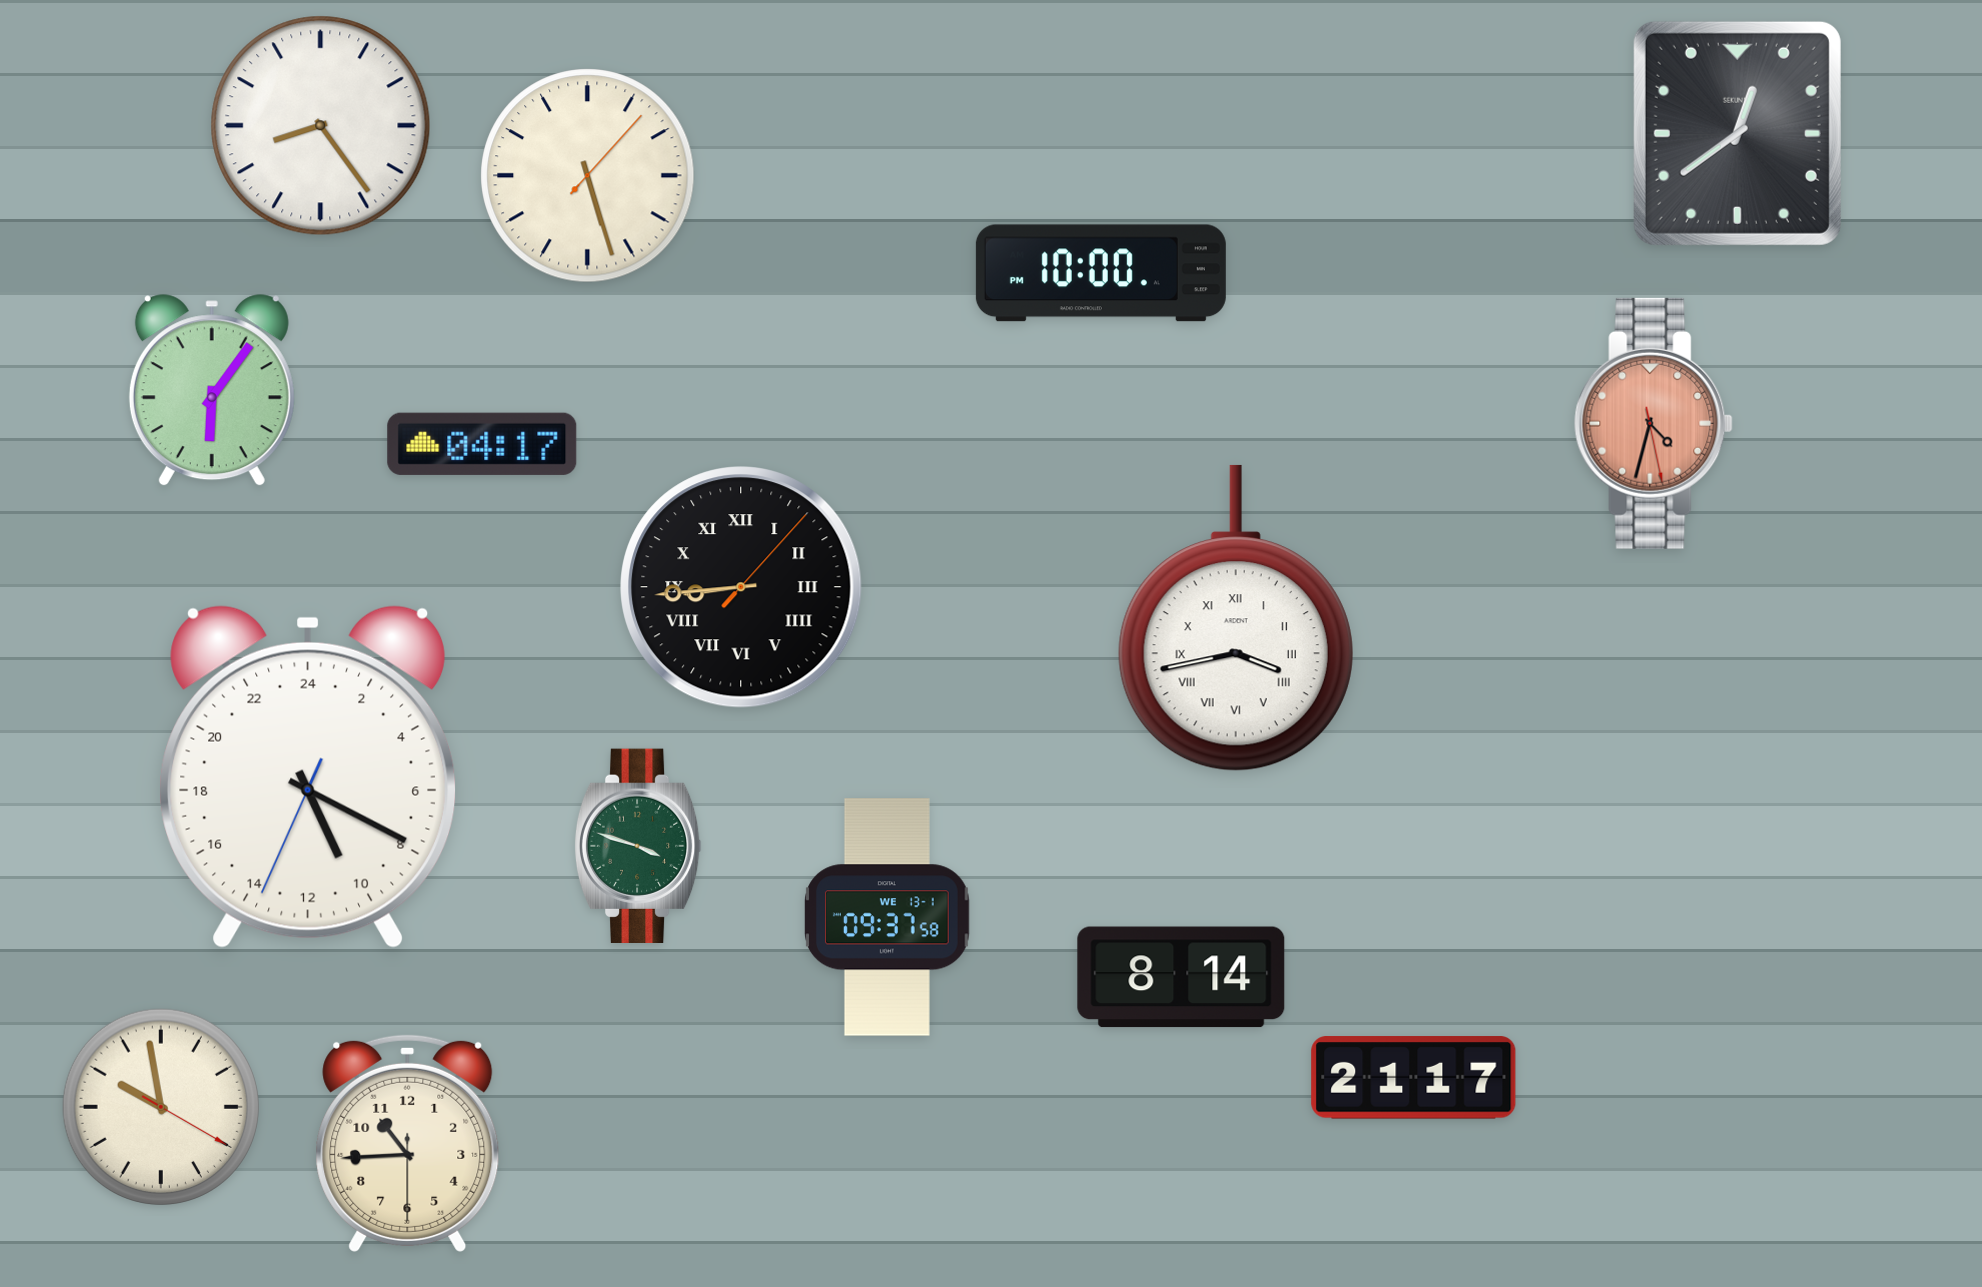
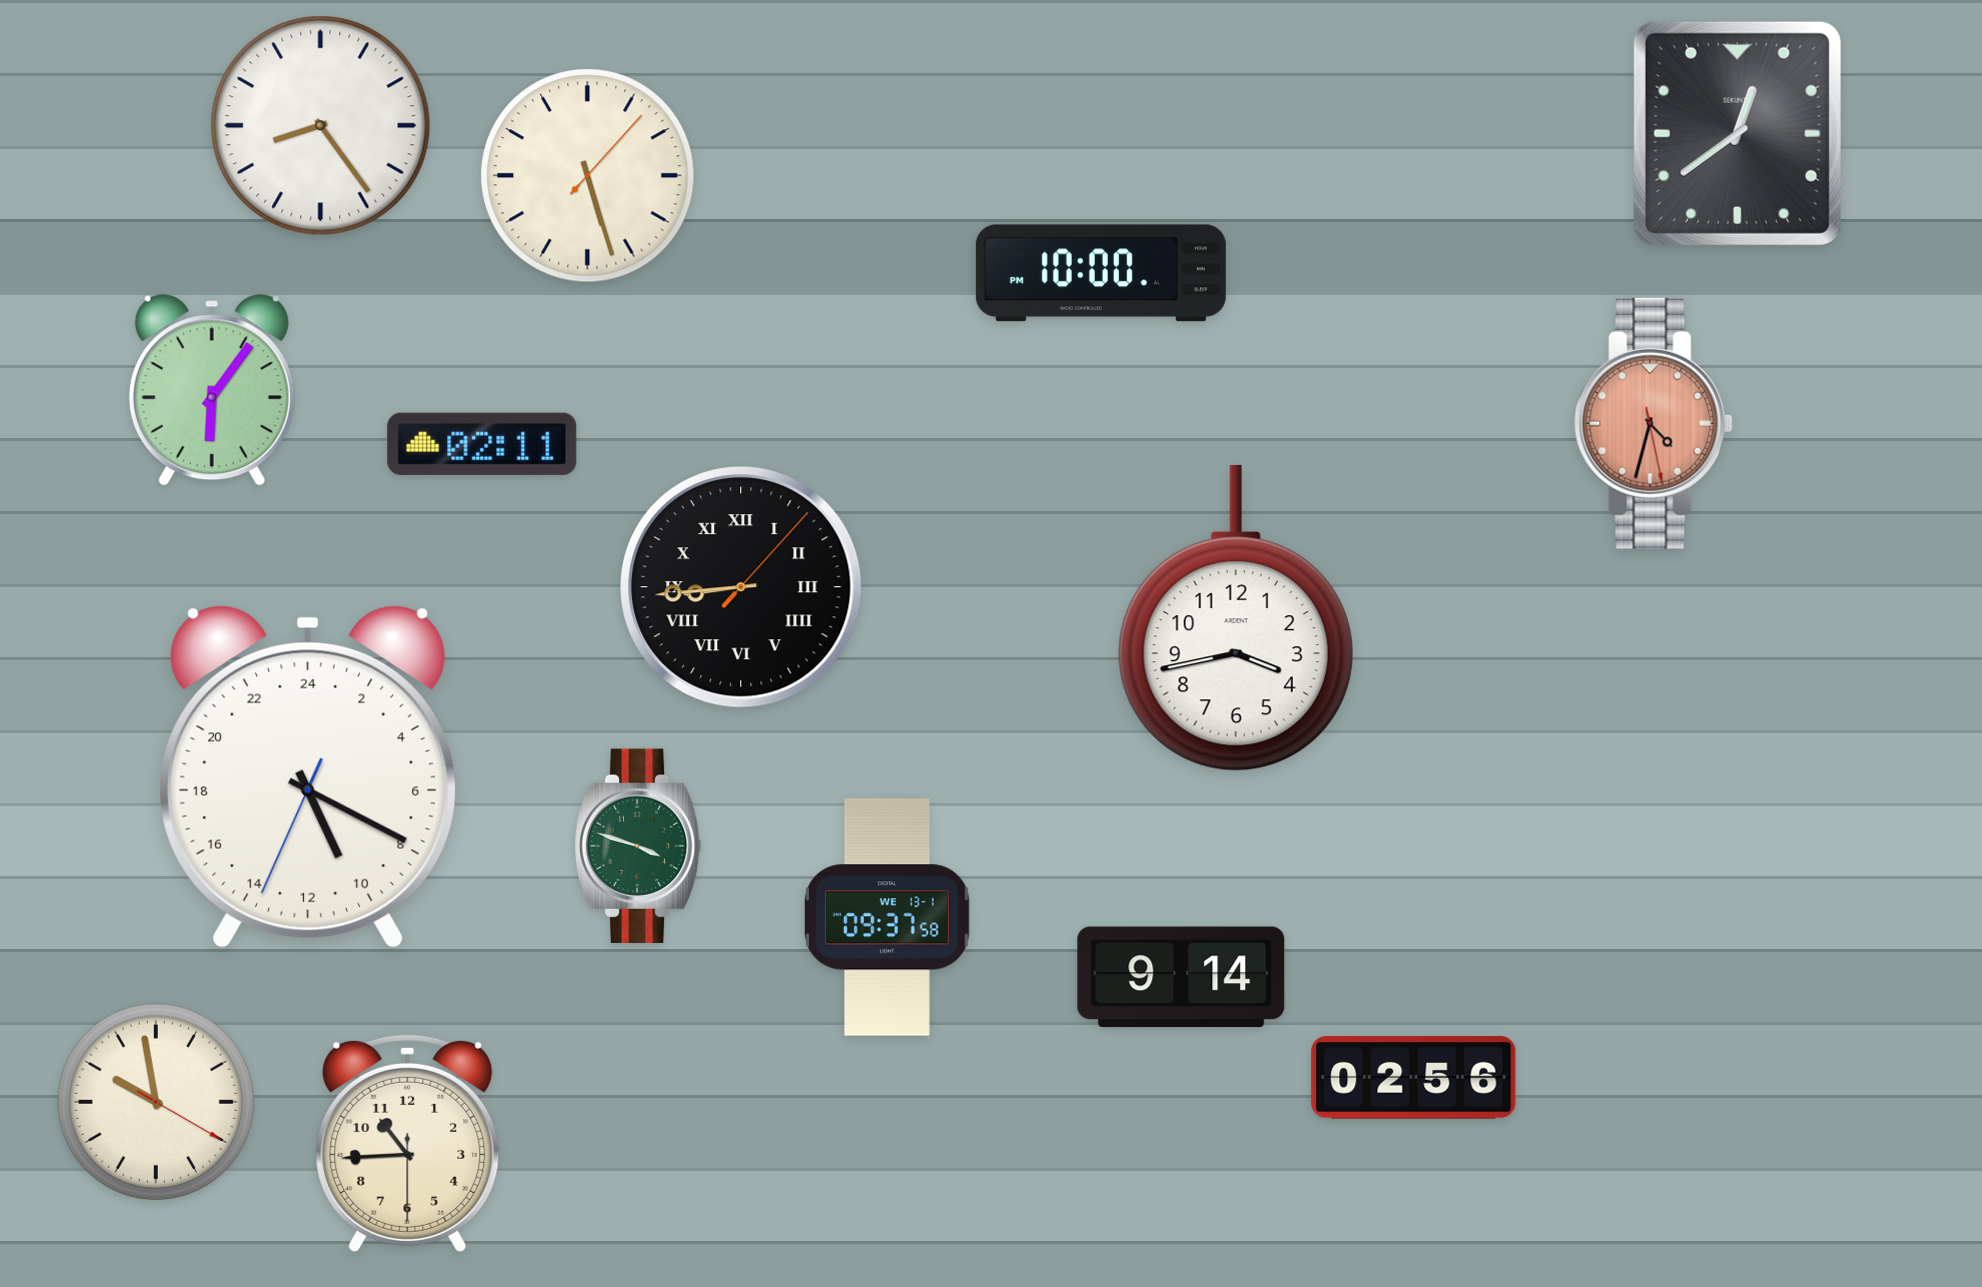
clock at (482, 444): 04:17 -> 02:11
clock at (1236, 618) numerals: Roman -> Arabic
clock at (1181, 977): 8:14 -> 9:14
clock at (1414, 1078): 21:17 -> 02:56
clock at (161, 1107) position: (161, 1107) -> (156, 1102)
